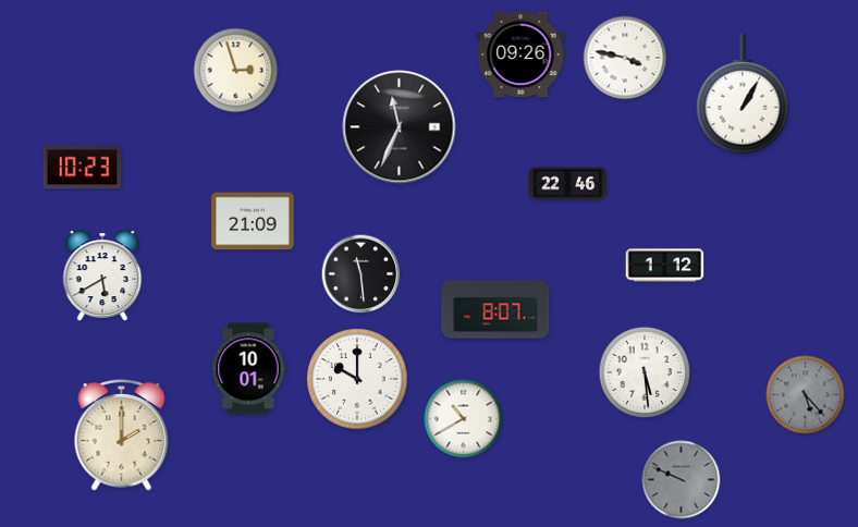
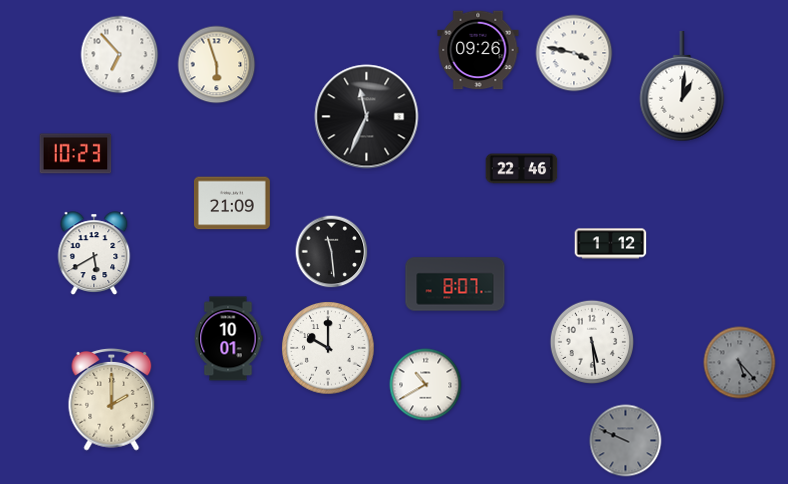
clock at (120, 55): none -> 6:53
clock at (236, 71): 2:57 -> 5:57
clock at (743, 94): 1:05 -> 1:01
